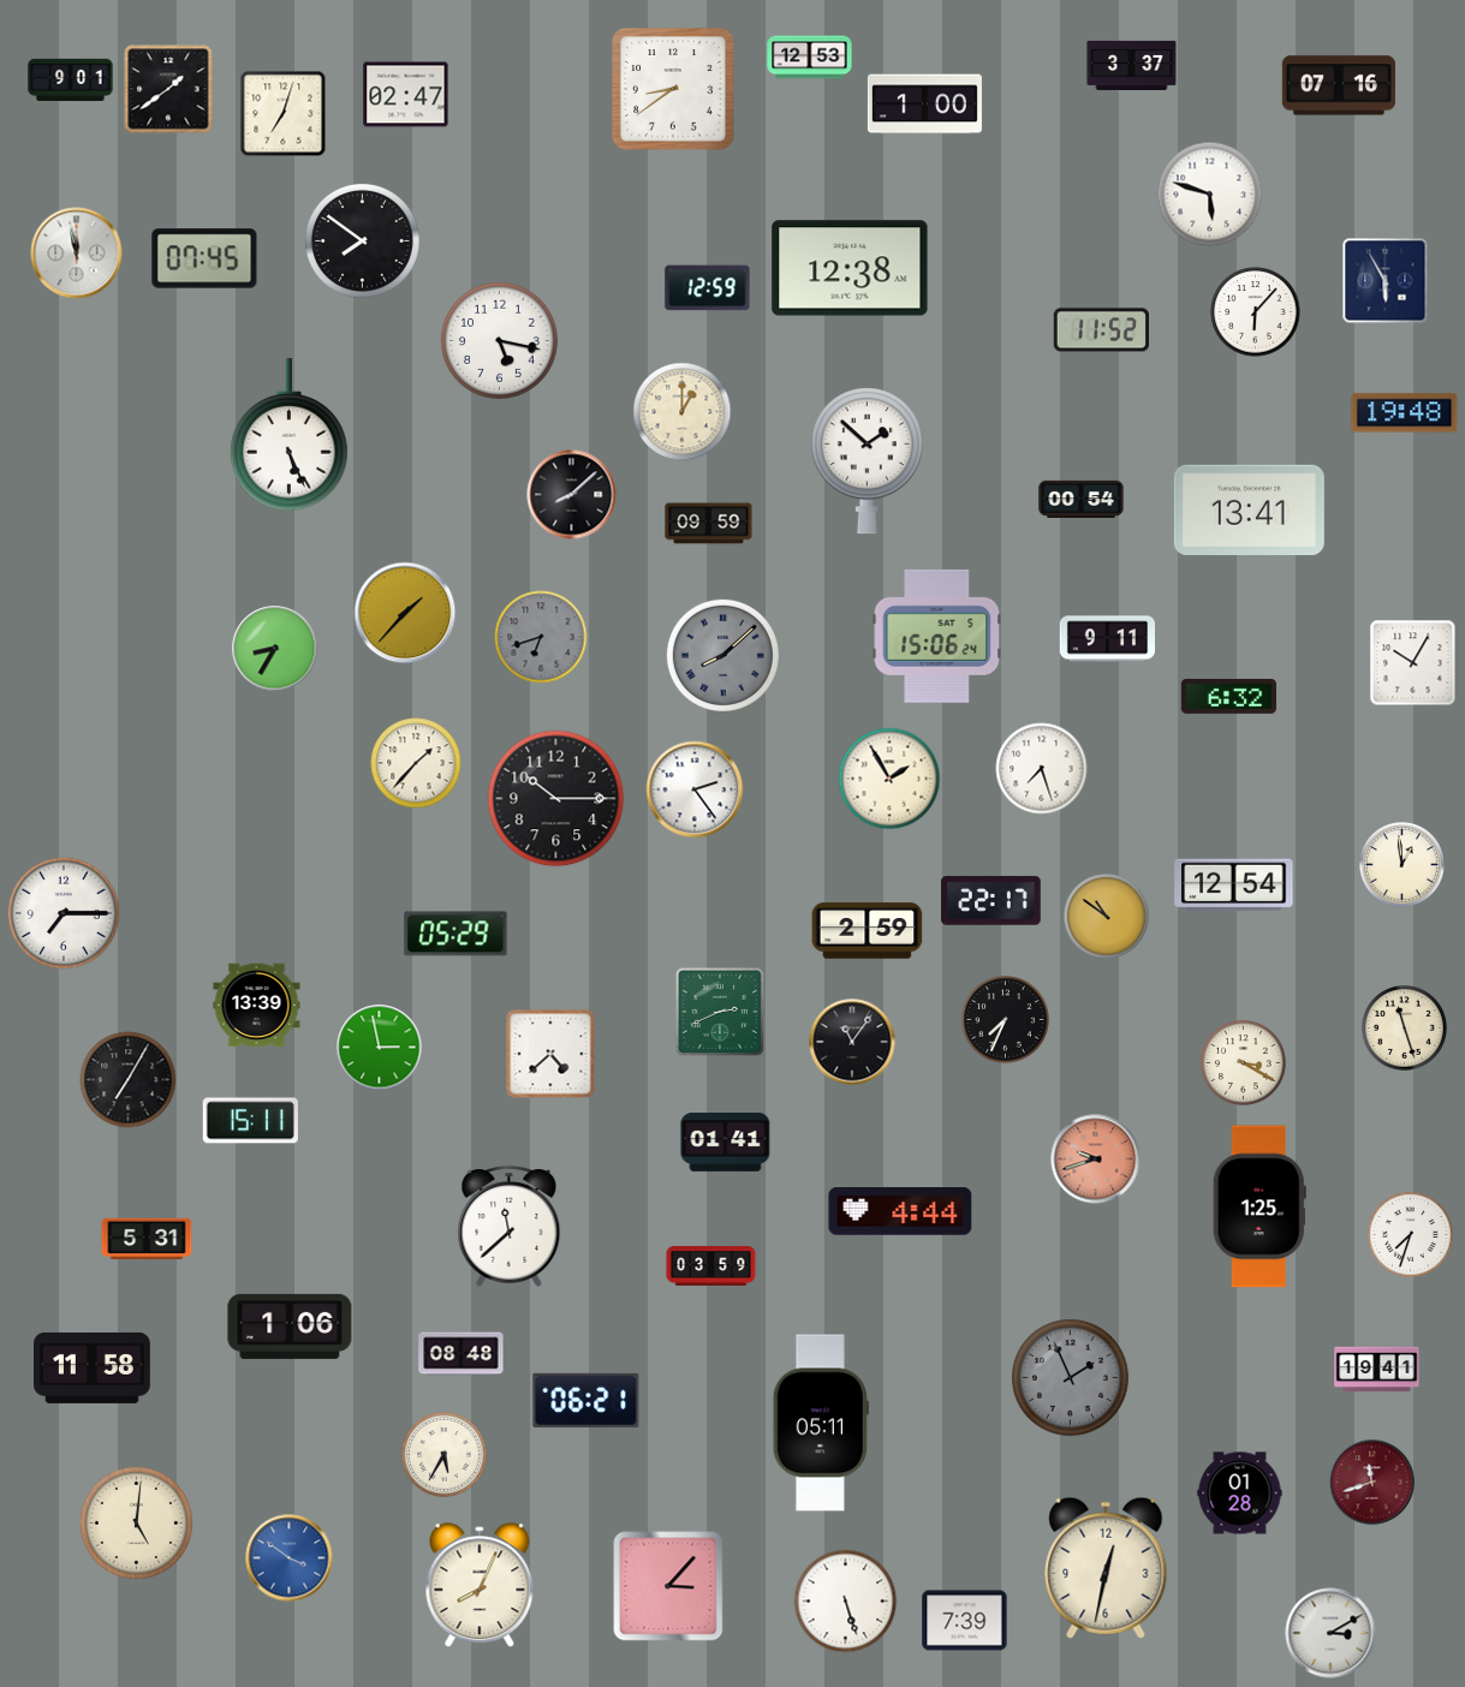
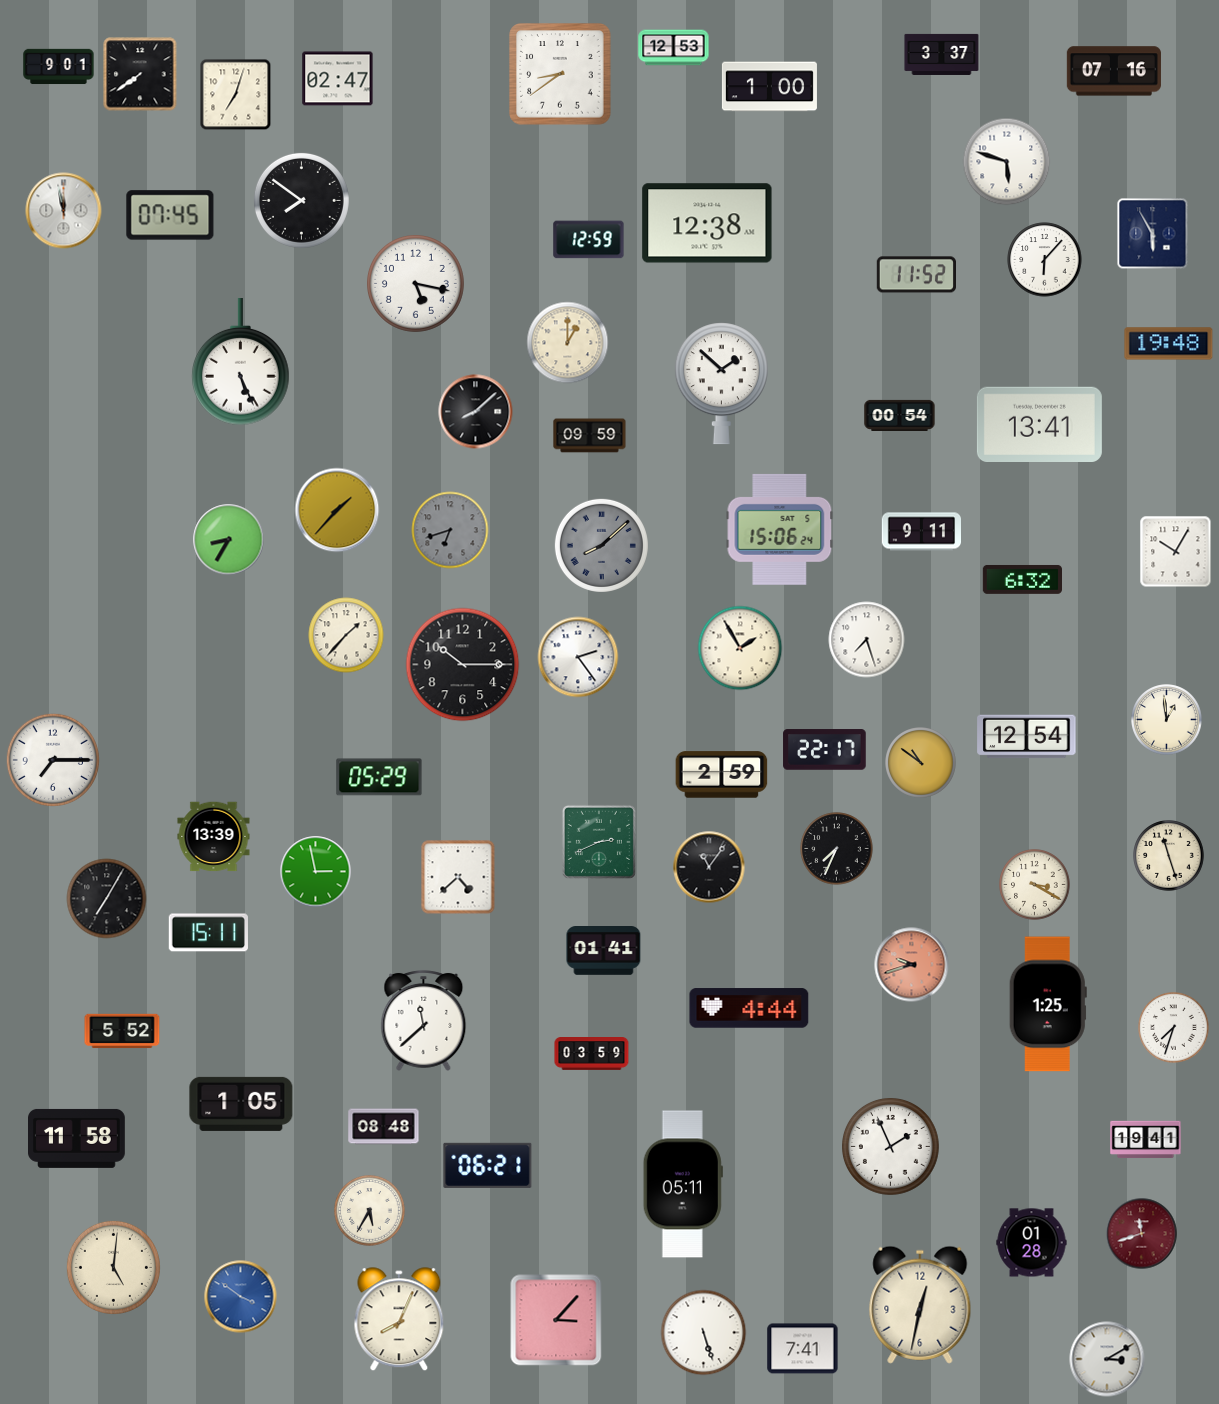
clock at (168, 89): 1:39 -> 7:39
clock at (147, 1239): 5:31 -> 5:52
clock at (290, 1327): 1:06 -> 1:05
clock at (1071, 1378) dial: grey -> white
clock at (965, 1621): 7:39 -> 7:41
